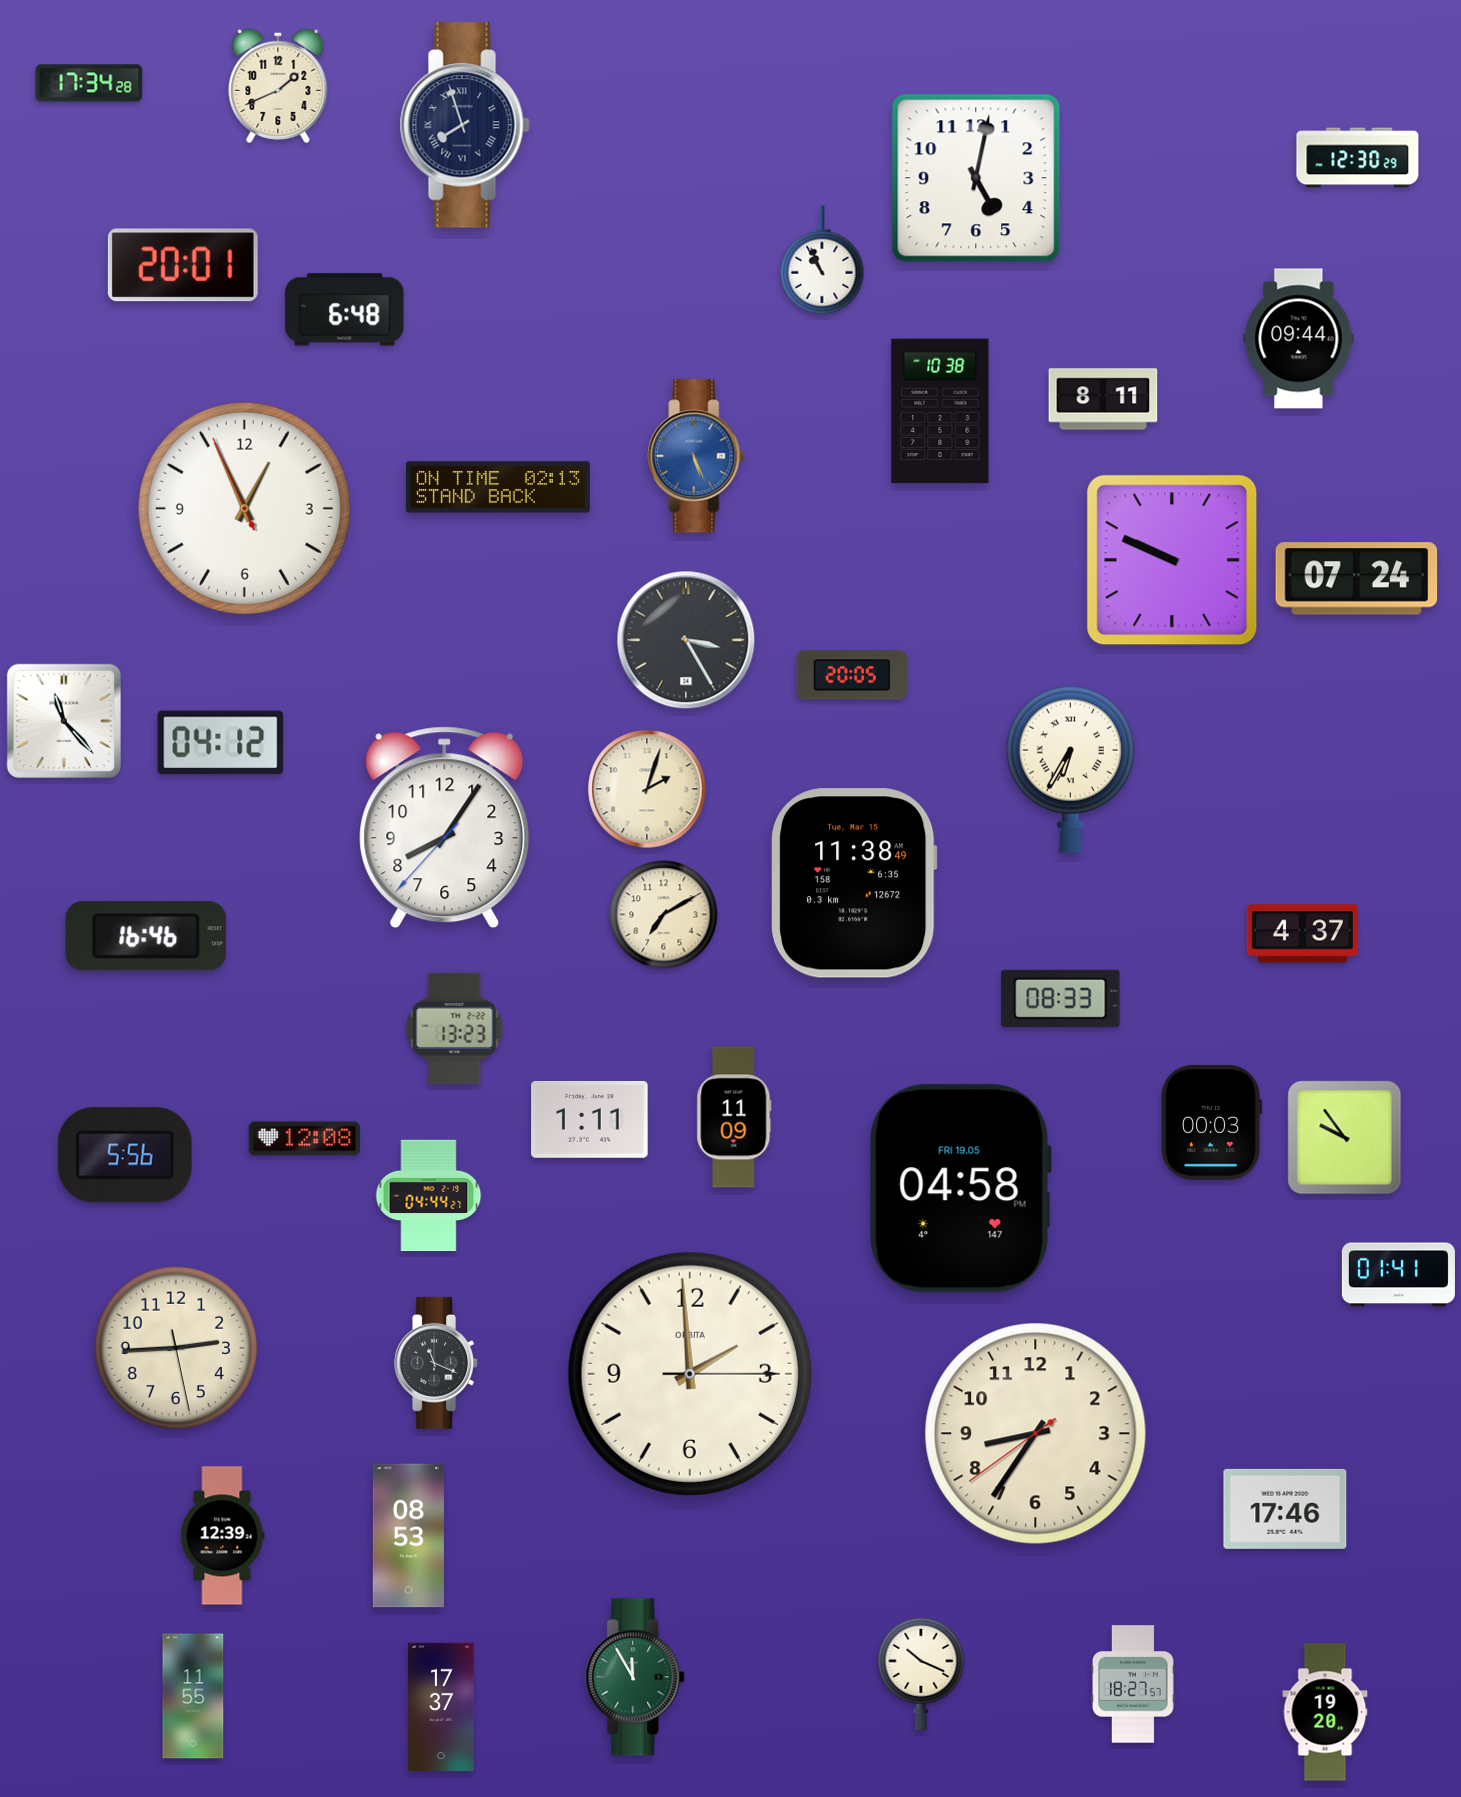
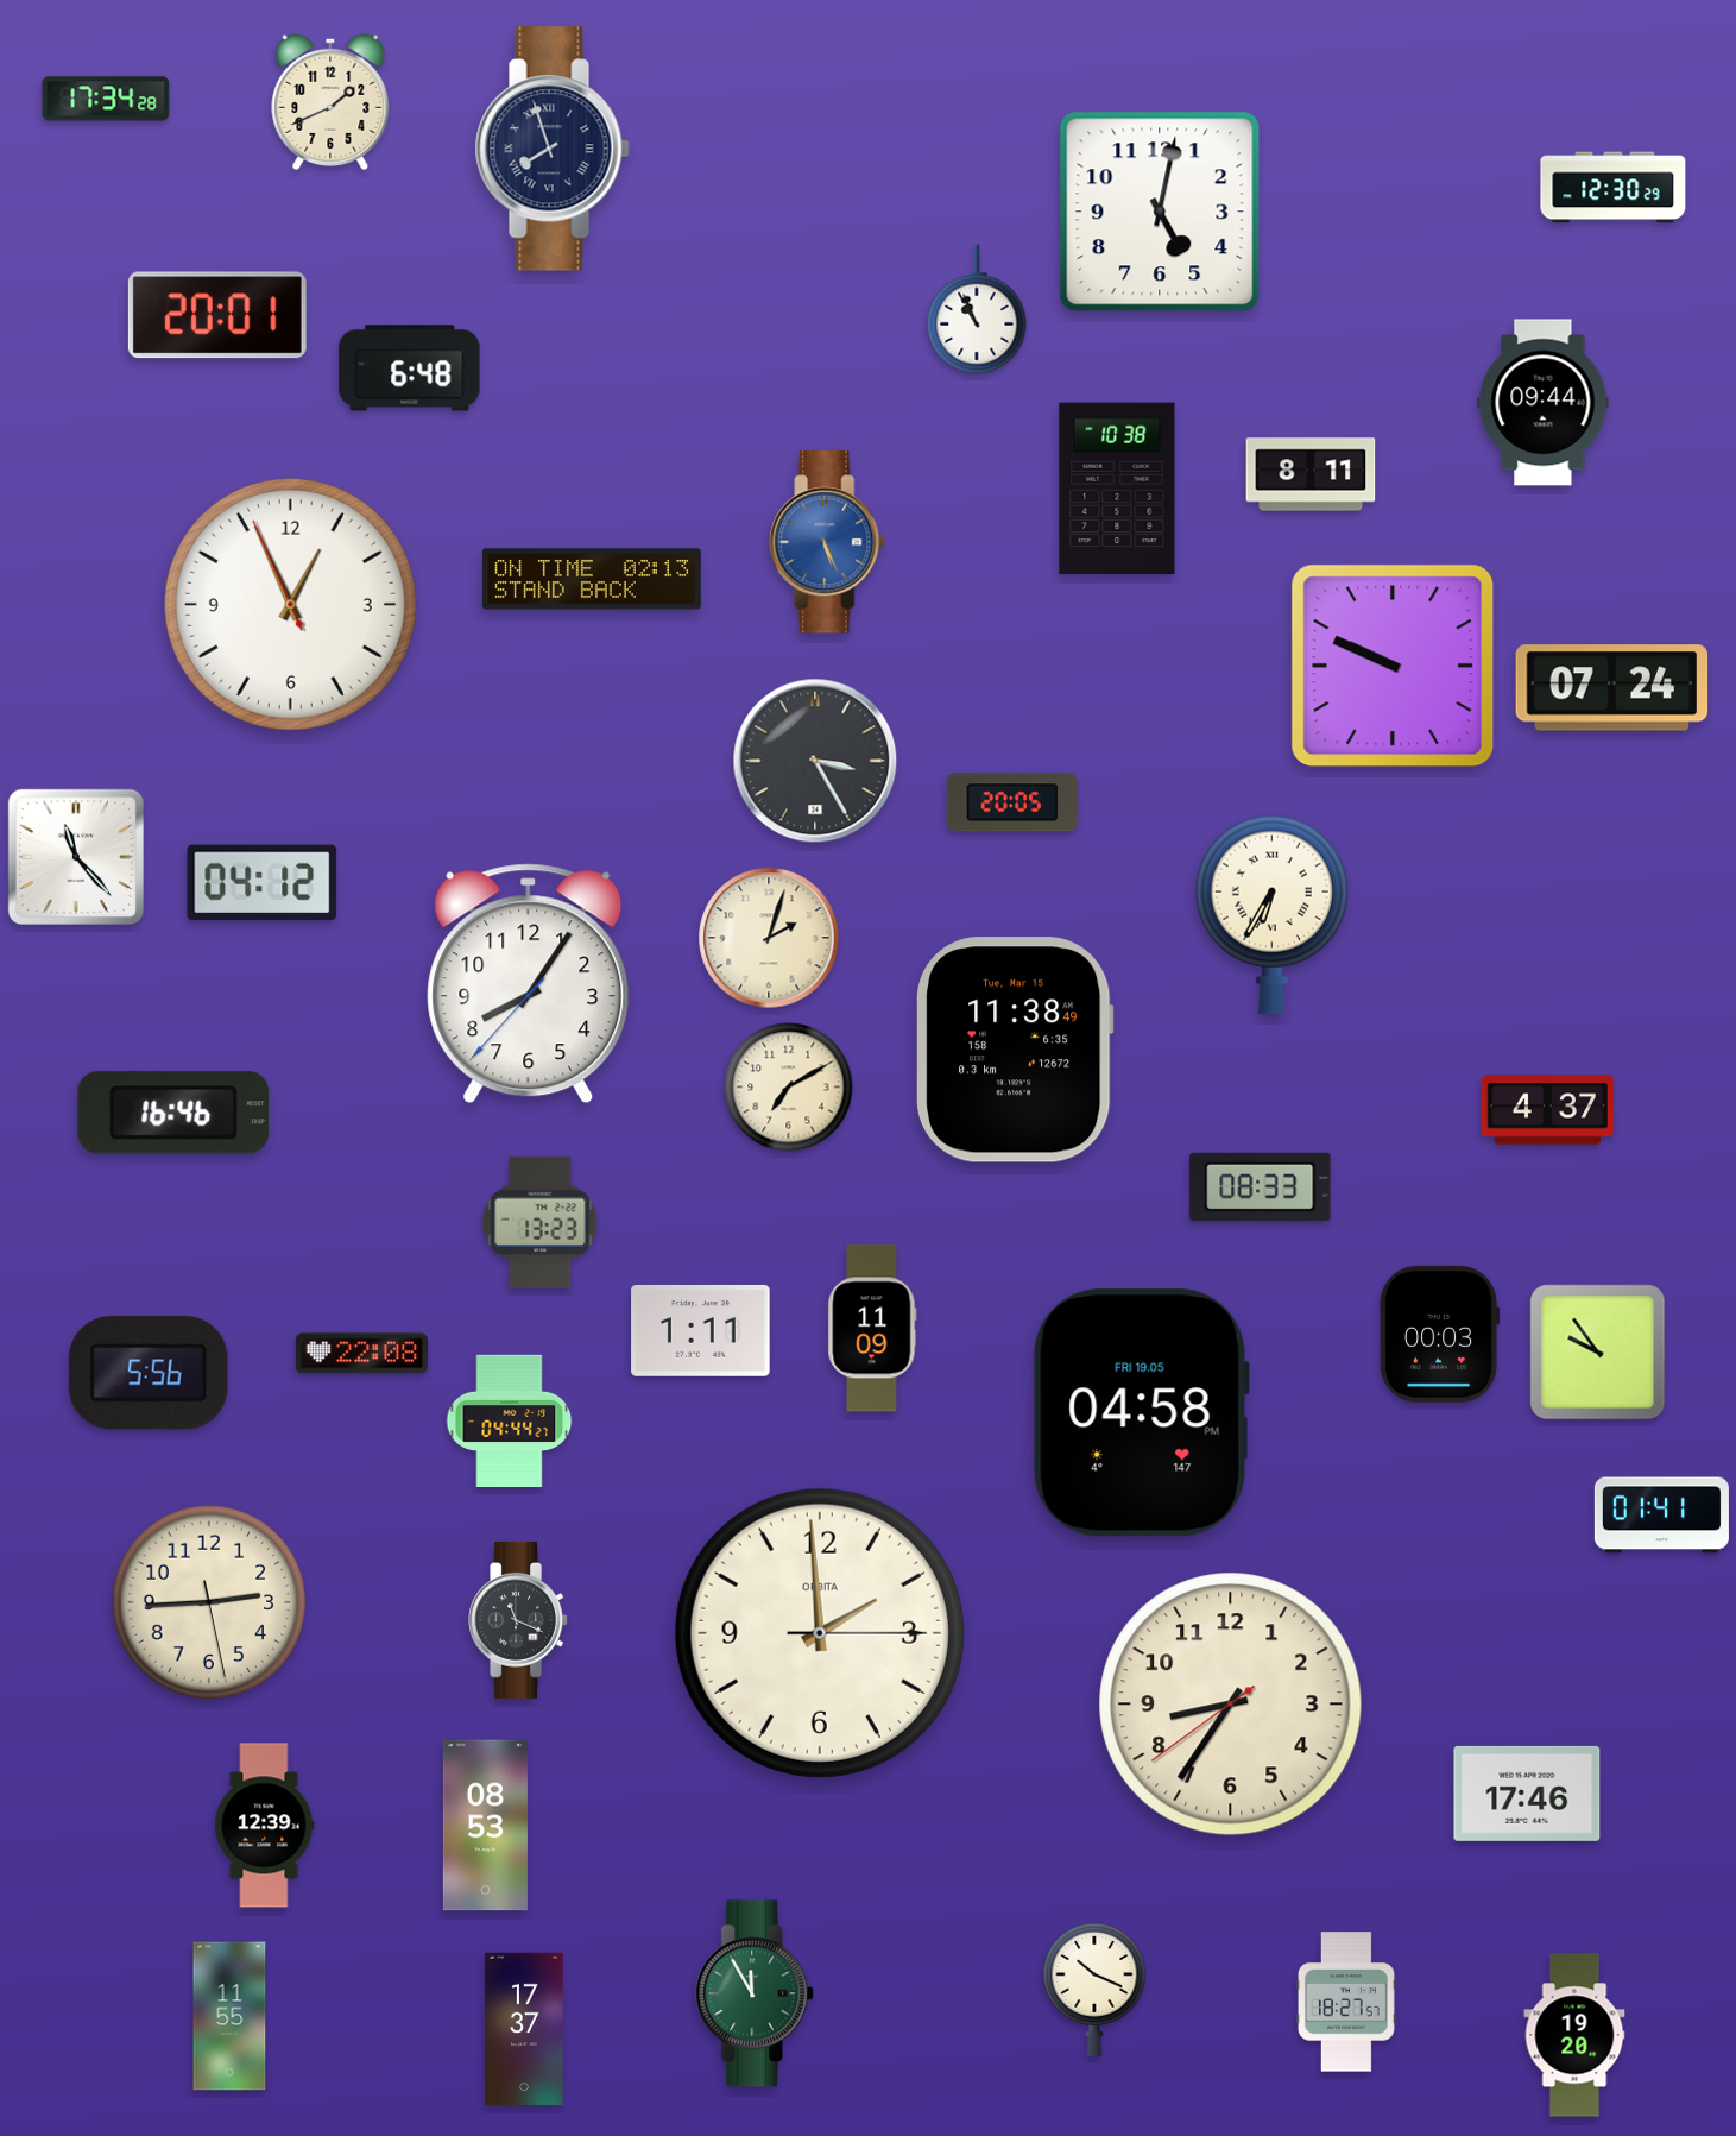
clock at (304, 1139): 12:08 -> 22:08
